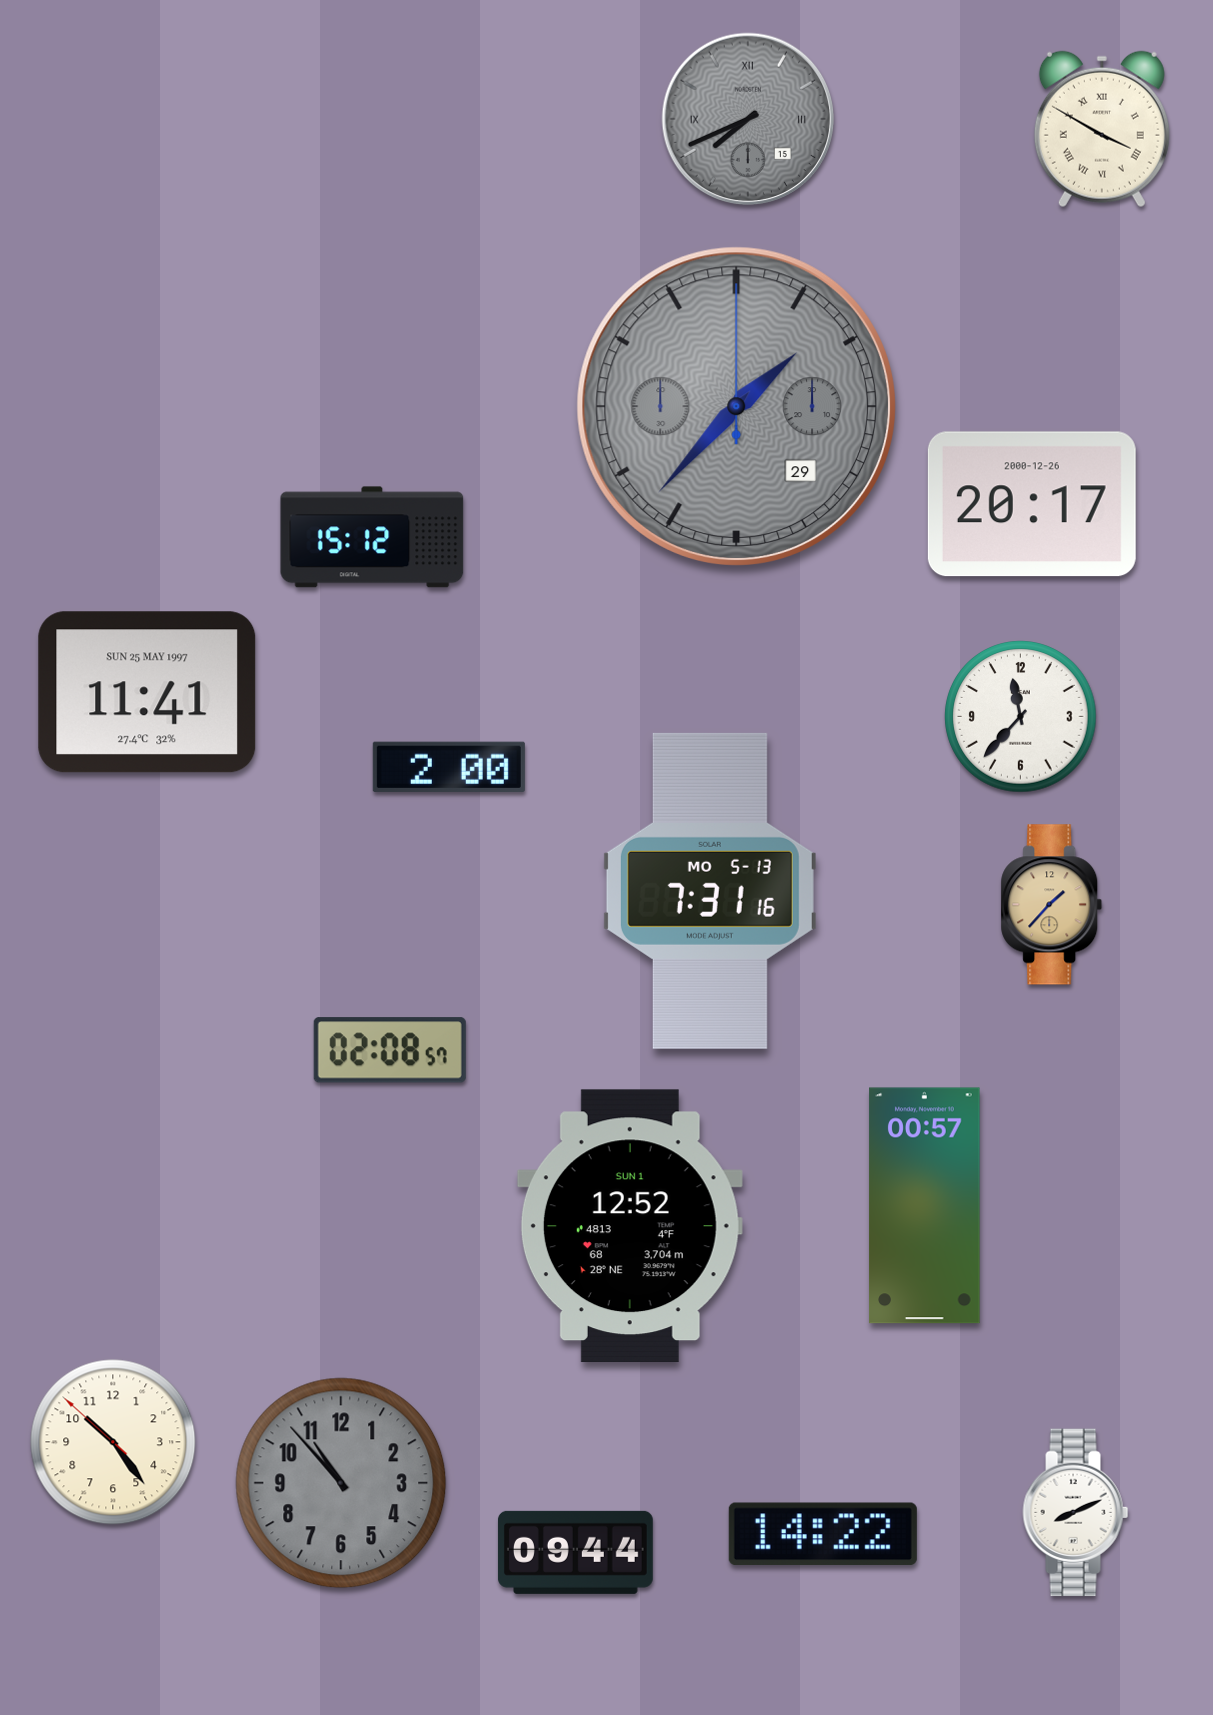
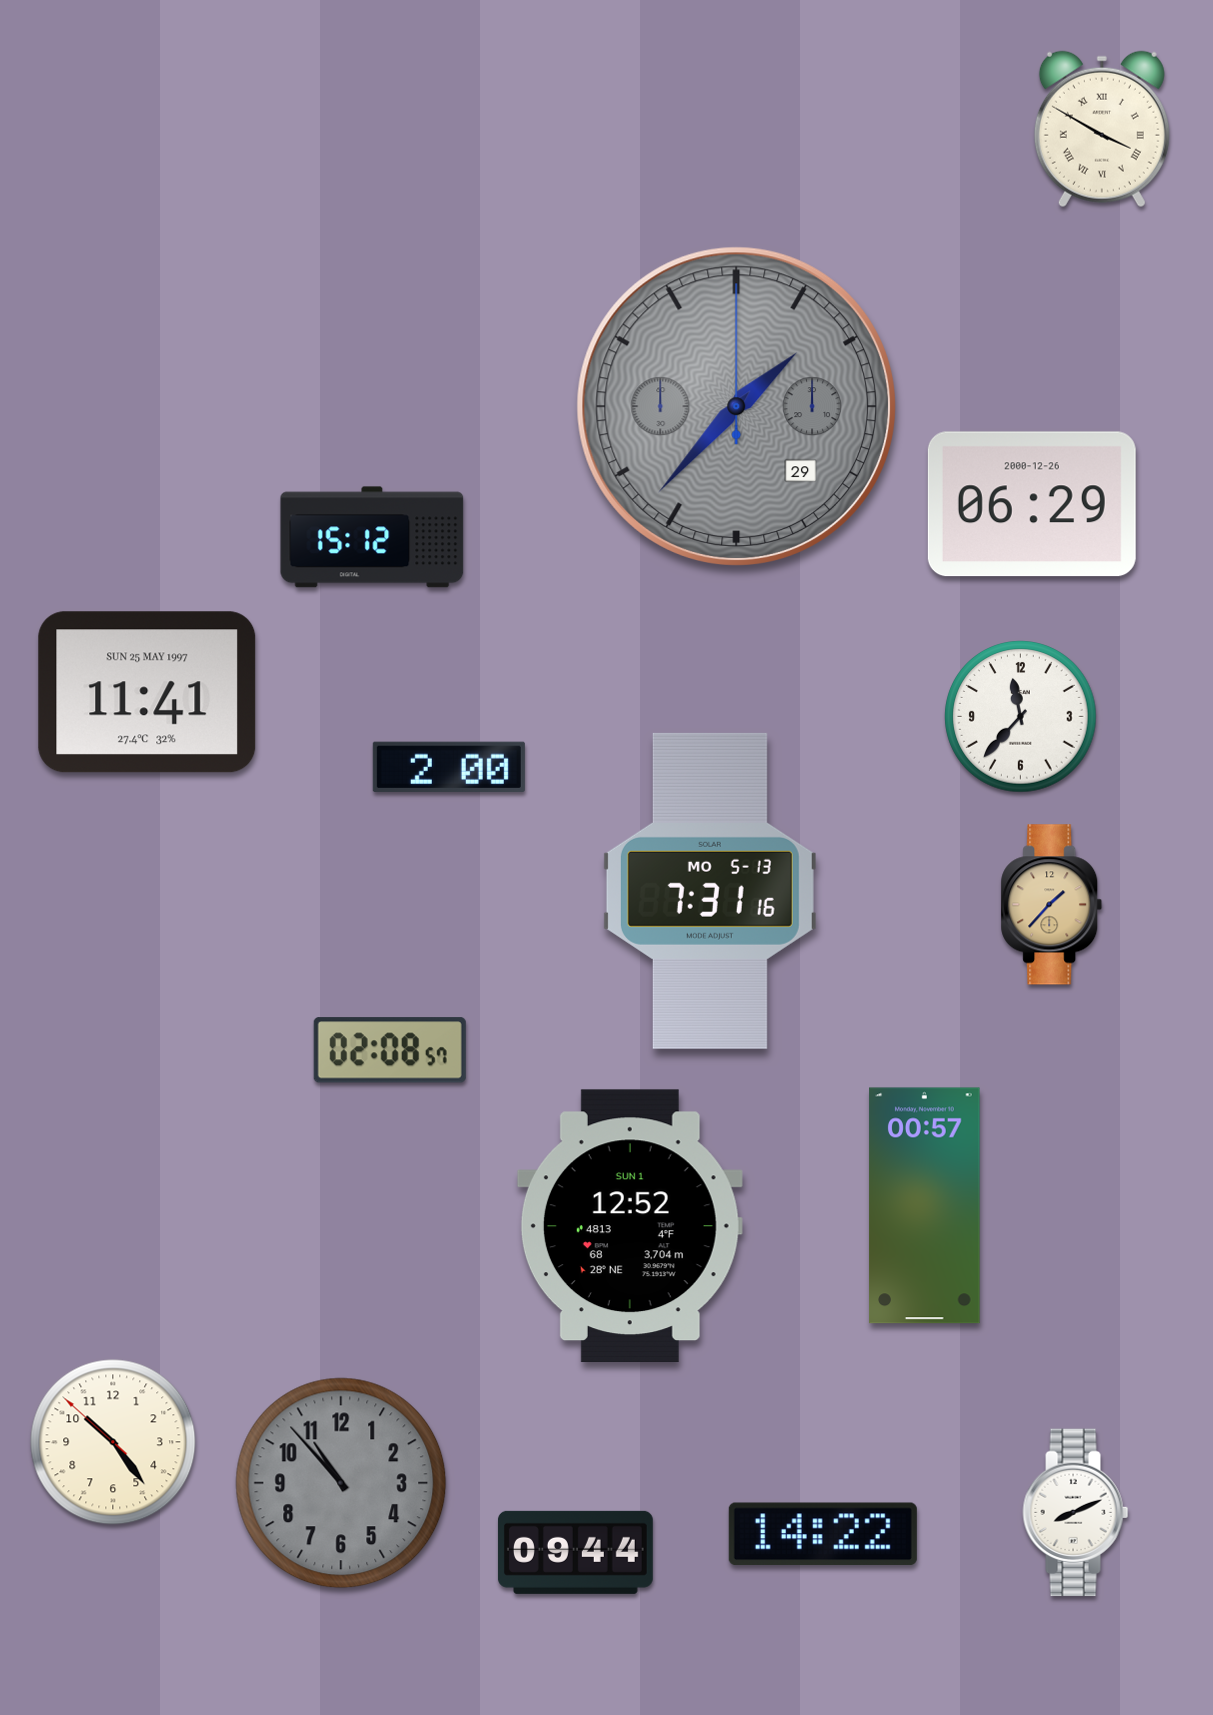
clock at (748, 119): 7:41 -> none
clock at (1032, 504): 20:17 -> 06:29
